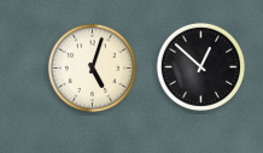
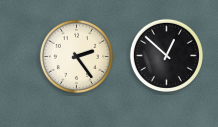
clock at (92, 67): 5:03 -> 2:24
